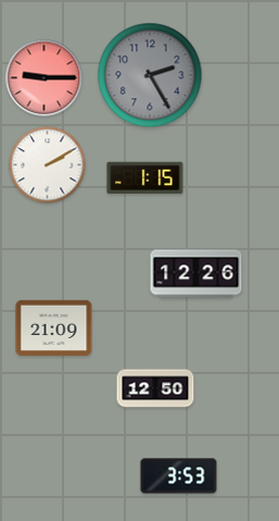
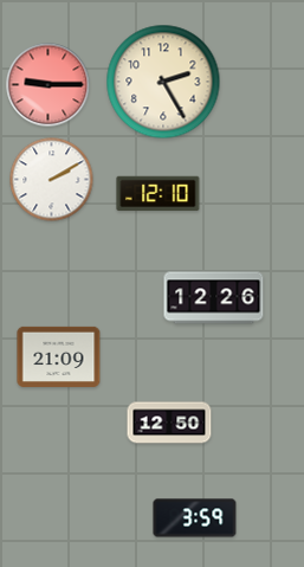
clock at (150, 75) dial: grey -> cream
clock at (145, 178): 1:15 -> 12:10
clock at (179, 476): 3:53 -> 3:59
